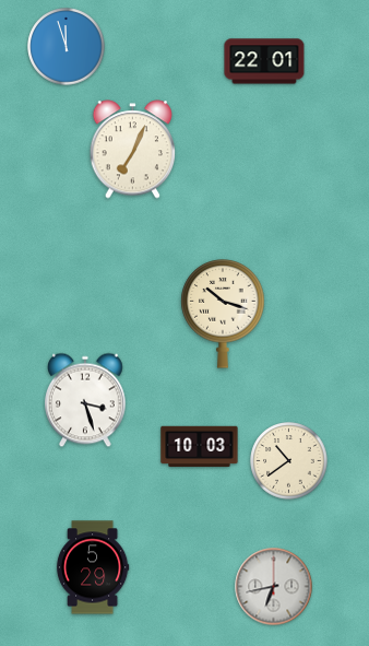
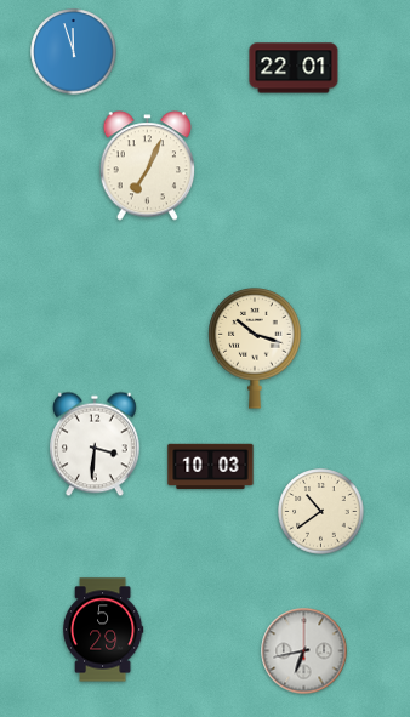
clock at (223, 314) position: (223, 314) -> (255, 348)
clock at (86, 400): 3:27 -> 3:31
clock at (200, 447) position: (200, 447) -> (211, 467)
